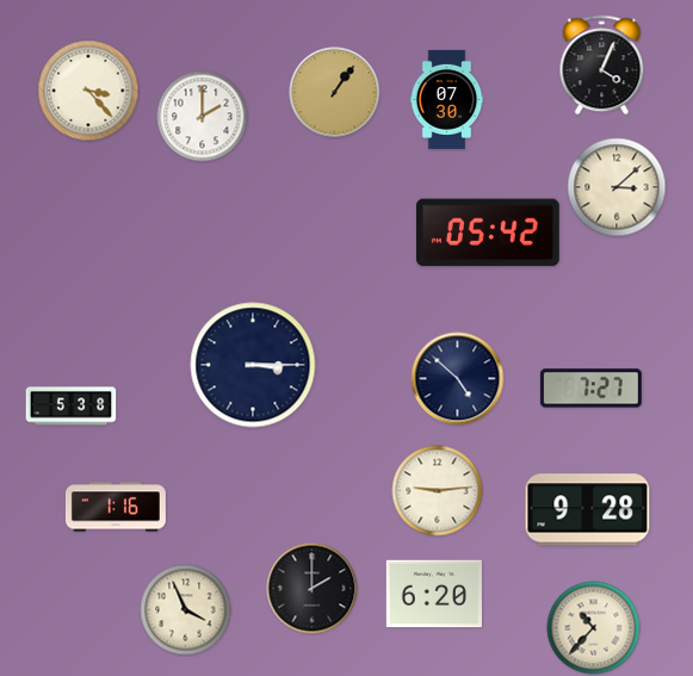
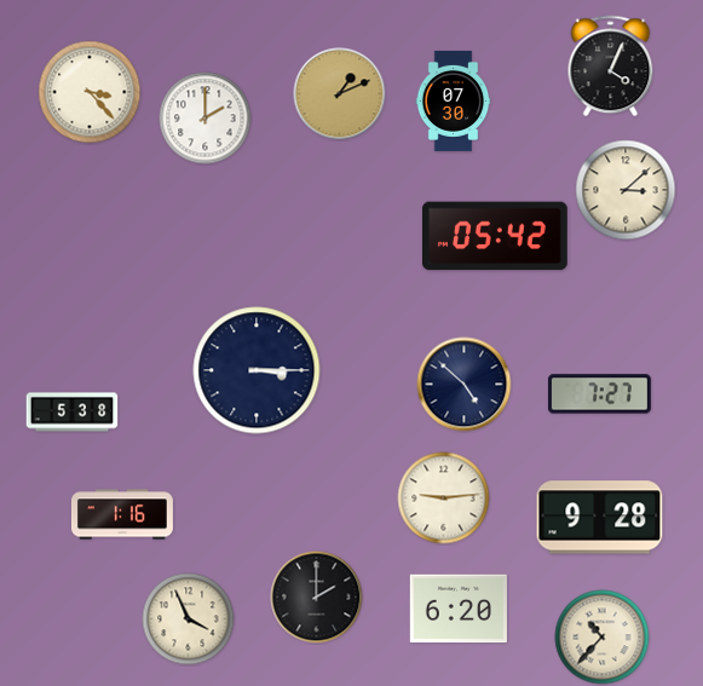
clock at (335, 93): 1:06 -> 1:11
clock at (116, 507) position: (116, 507) -> (122, 514)
clock at (588, 510) position: (588, 510) -> (600, 518)
clock at (434, 594) position: (434, 594) -> (459, 609)
